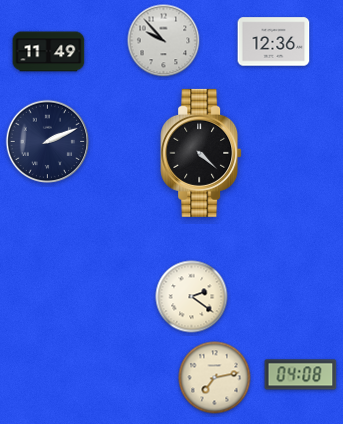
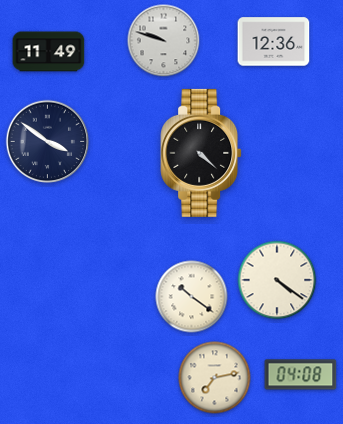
clock at (164, 41): 9:53 -> 9:48
clock at (48, 142): 2:11 -> 3:51
clock at (277, 280): none -> 4:21
clock at (192, 297): 2:21 -> 10:21
